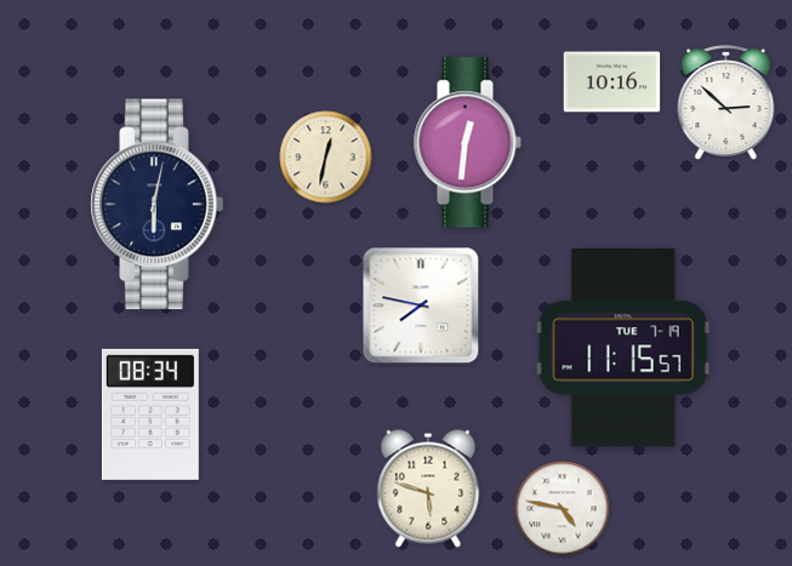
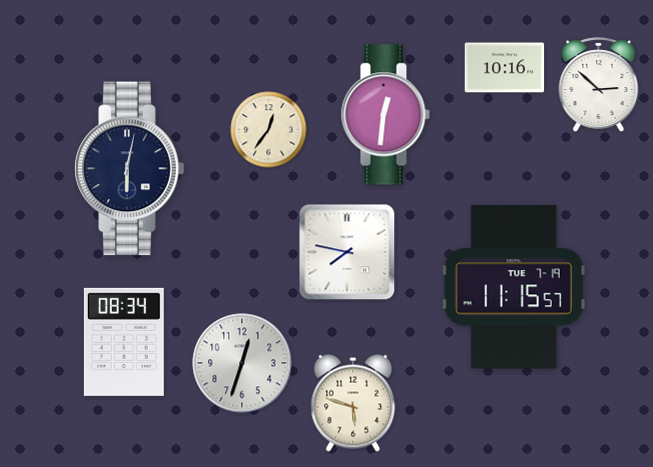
clock at (467, 143) position: (467, 143) -> (385, 115)
clock at (326, 158): 12:32 -> 12:36
clock at (242, 363): none -> 12:33
clock at (563, 509): 4:47 -> none
